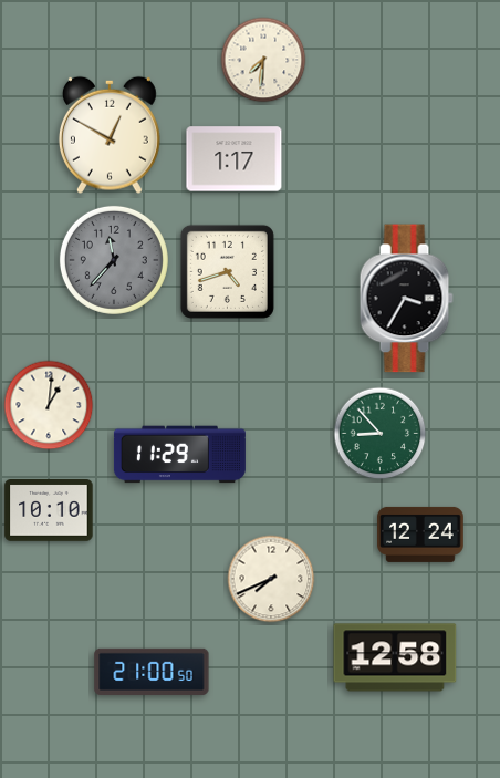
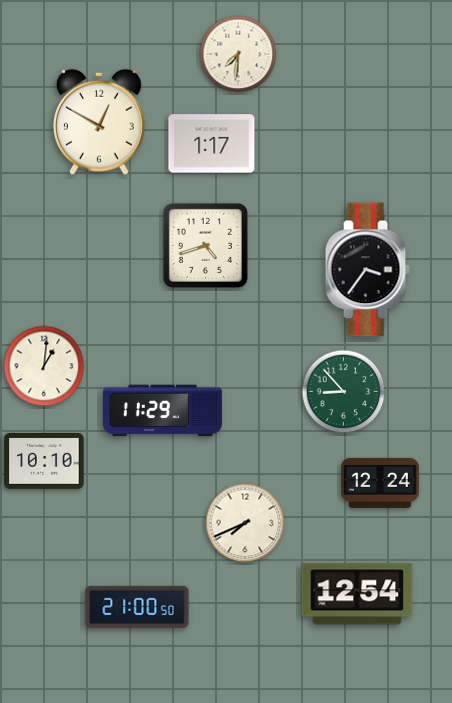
clock at (114, 260): 11:37 -> none
clock at (406, 299): 3:35 -> 3:36
clock at (395, 657): 12:58 -> 12:54
